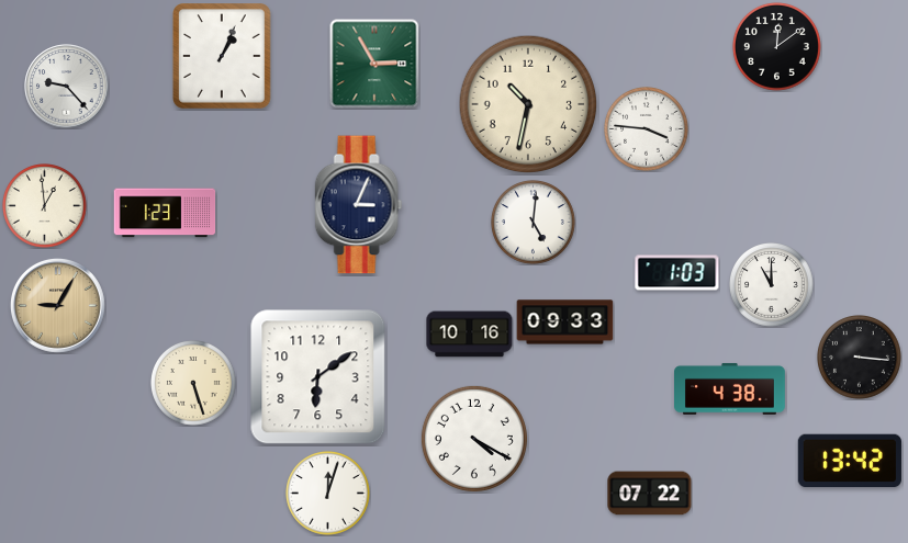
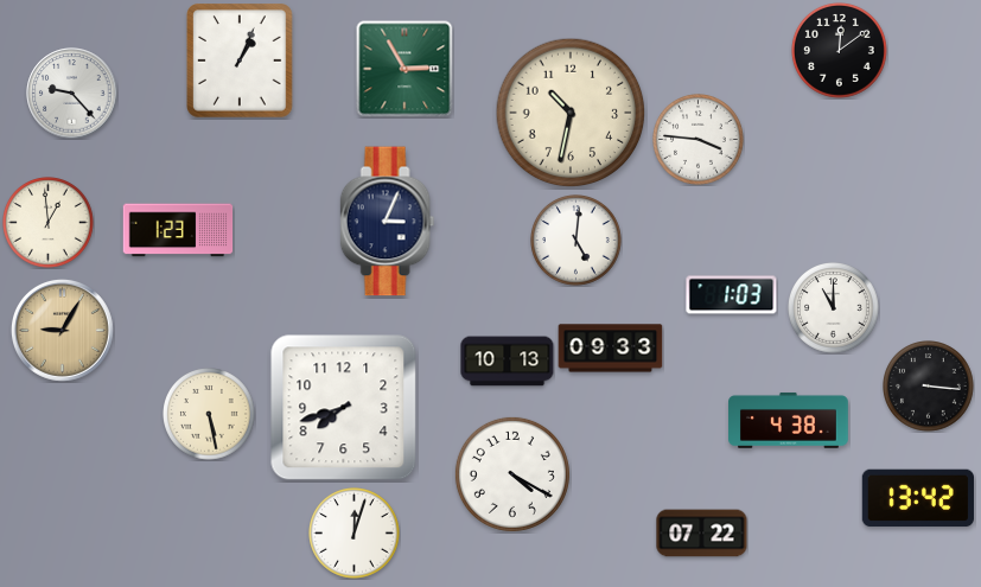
clock at (470, 335): 10:16 -> 10:13
clock at (318, 377): 6:09 -> 7:42
clock at (194, 384): 5:27 -> 5:28
